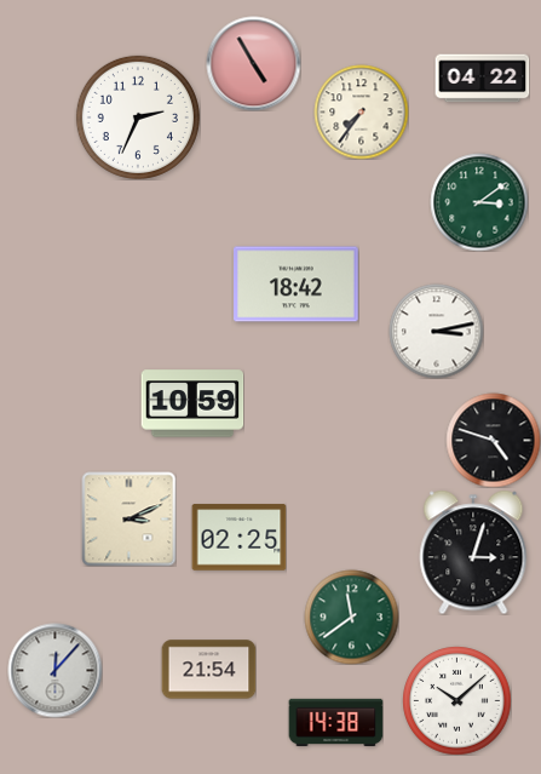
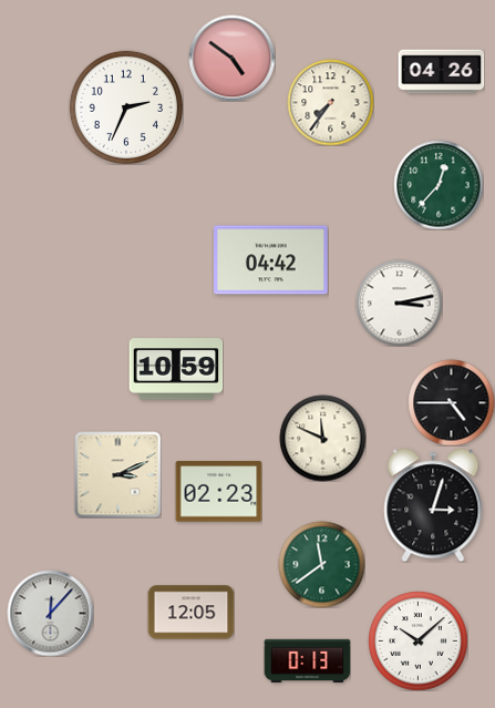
clock at (253, 63): 4:55 -> 4:51
clock at (482, 79): 04:22 -> 04:26
clock at (479, 202): 3:09 -> 12:37
clock at (297, 285): 18:42 -> 04:42
clock at (493, 440): 4:48 -> 4:45
clock at (322, 438): none -> 11:49
clock at (238, 538): 02:25 -> 02:23
clock at (208, 670): 21:54 -> 12:05
clock at (335, 722): 14:38 -> 0:13
